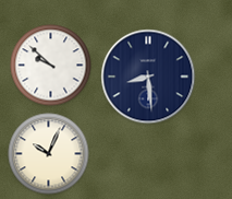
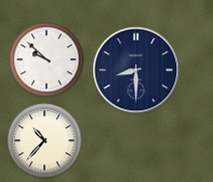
clock at (148, 77): 8:29 -> 8:30
clock at (49, 154): 10:04 -> 10:37
